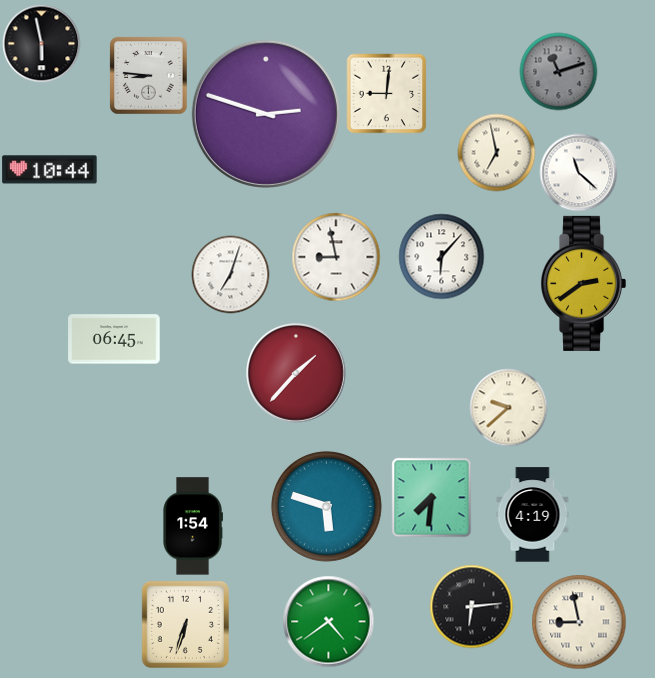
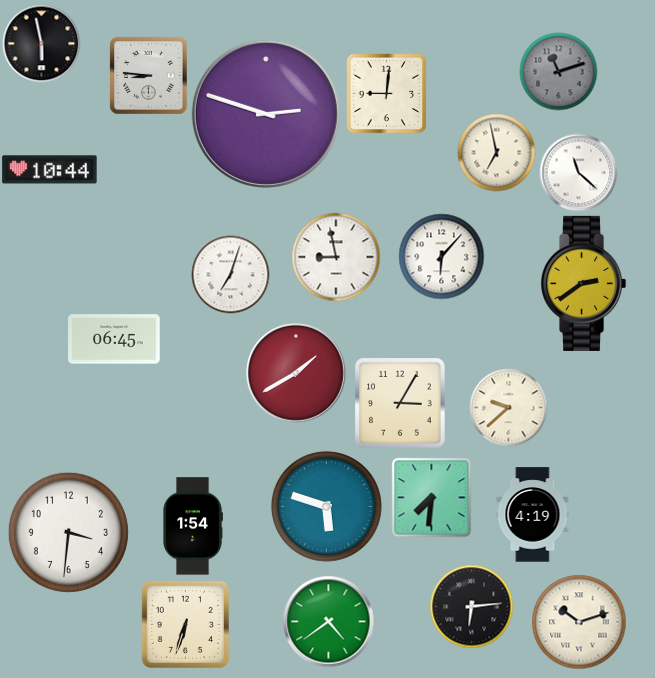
clock at (297, 374): 1:37 -> 1:40
clock at (400, 403): none -> 3:05
clock at (68, 532): none -> 3:31
clock at (579, 622): 8:58 -> 10:12
